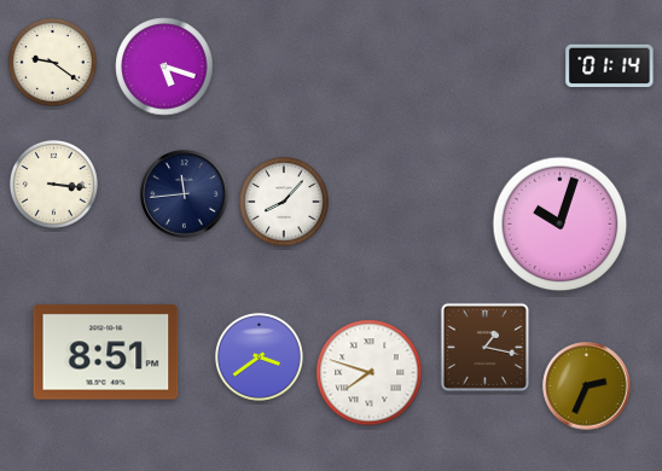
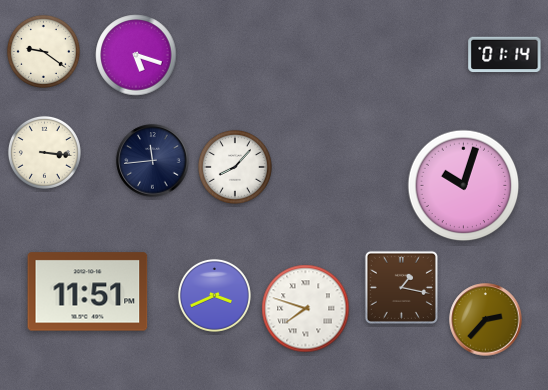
clock at (106, 353): 8:51 -> 11:51
clock at (259, 356): 3:39 -> 3:41
clock at (587, 386): 2:34 -> 2:37
